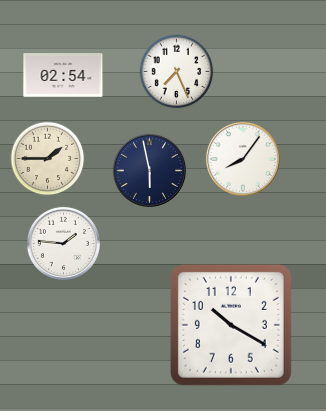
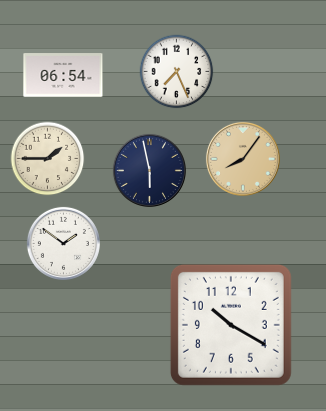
clock at (63, 75): 02:54 -> 06:54
clock at (243, 159) dial: white -> champagne
clock at (63, 243): 1:46 -> 1:51
